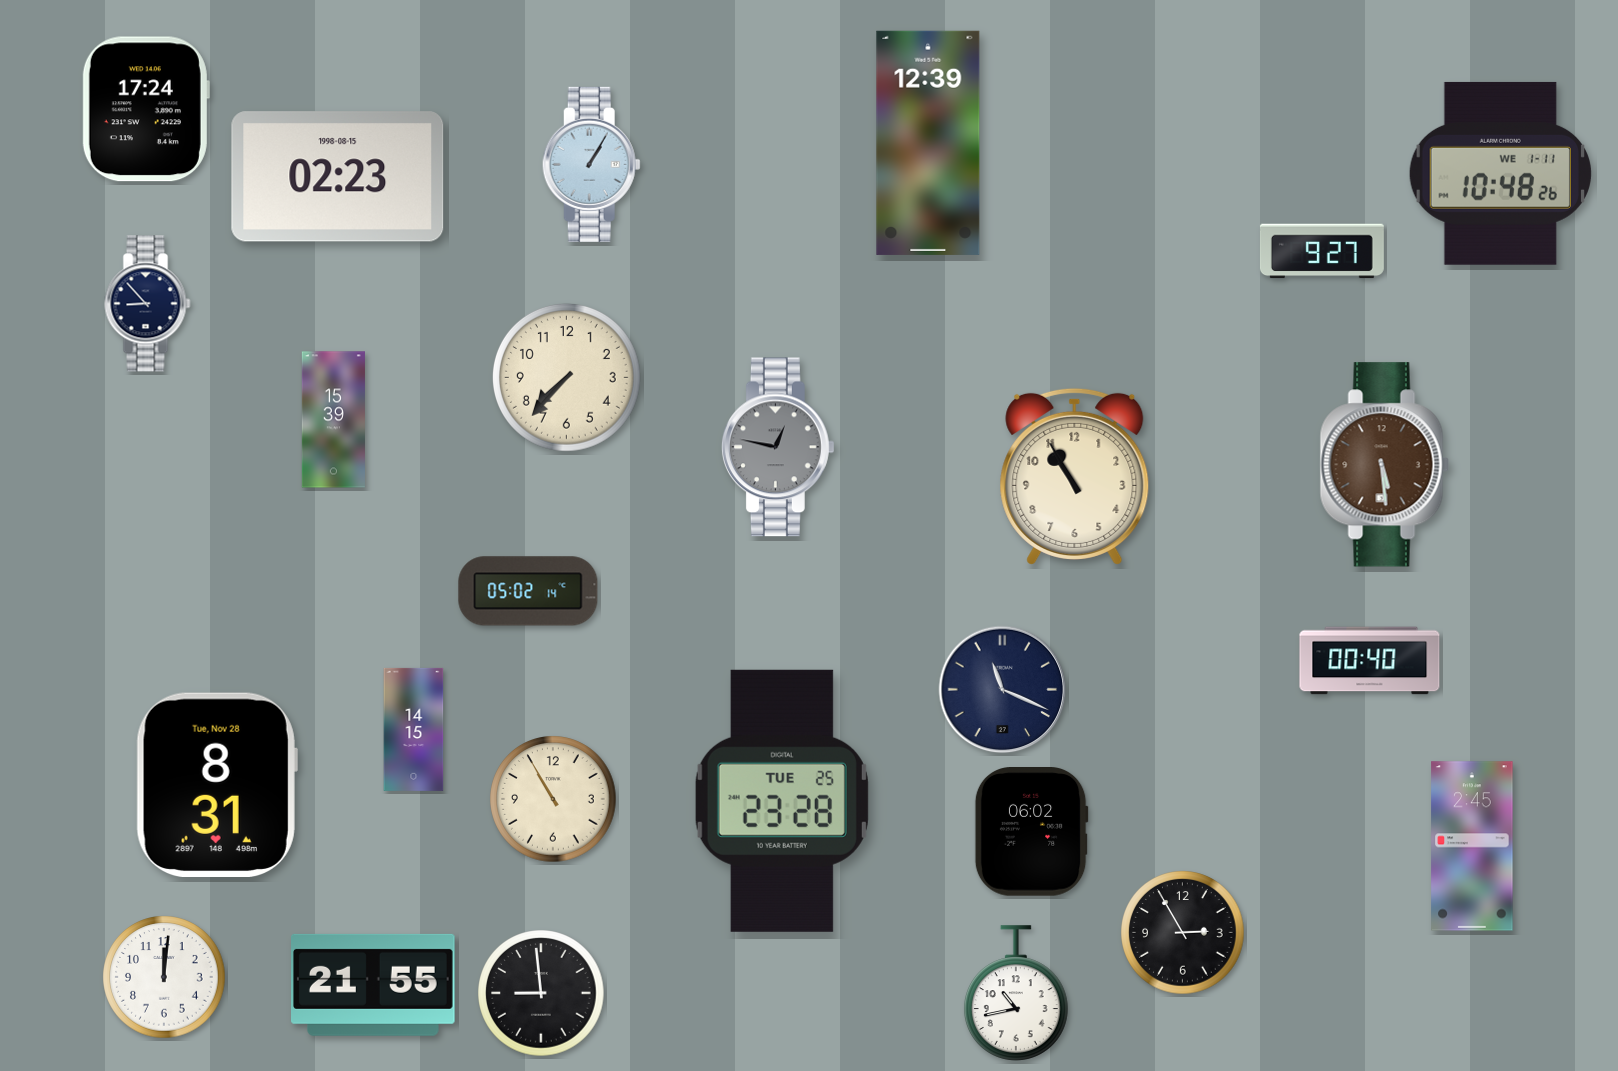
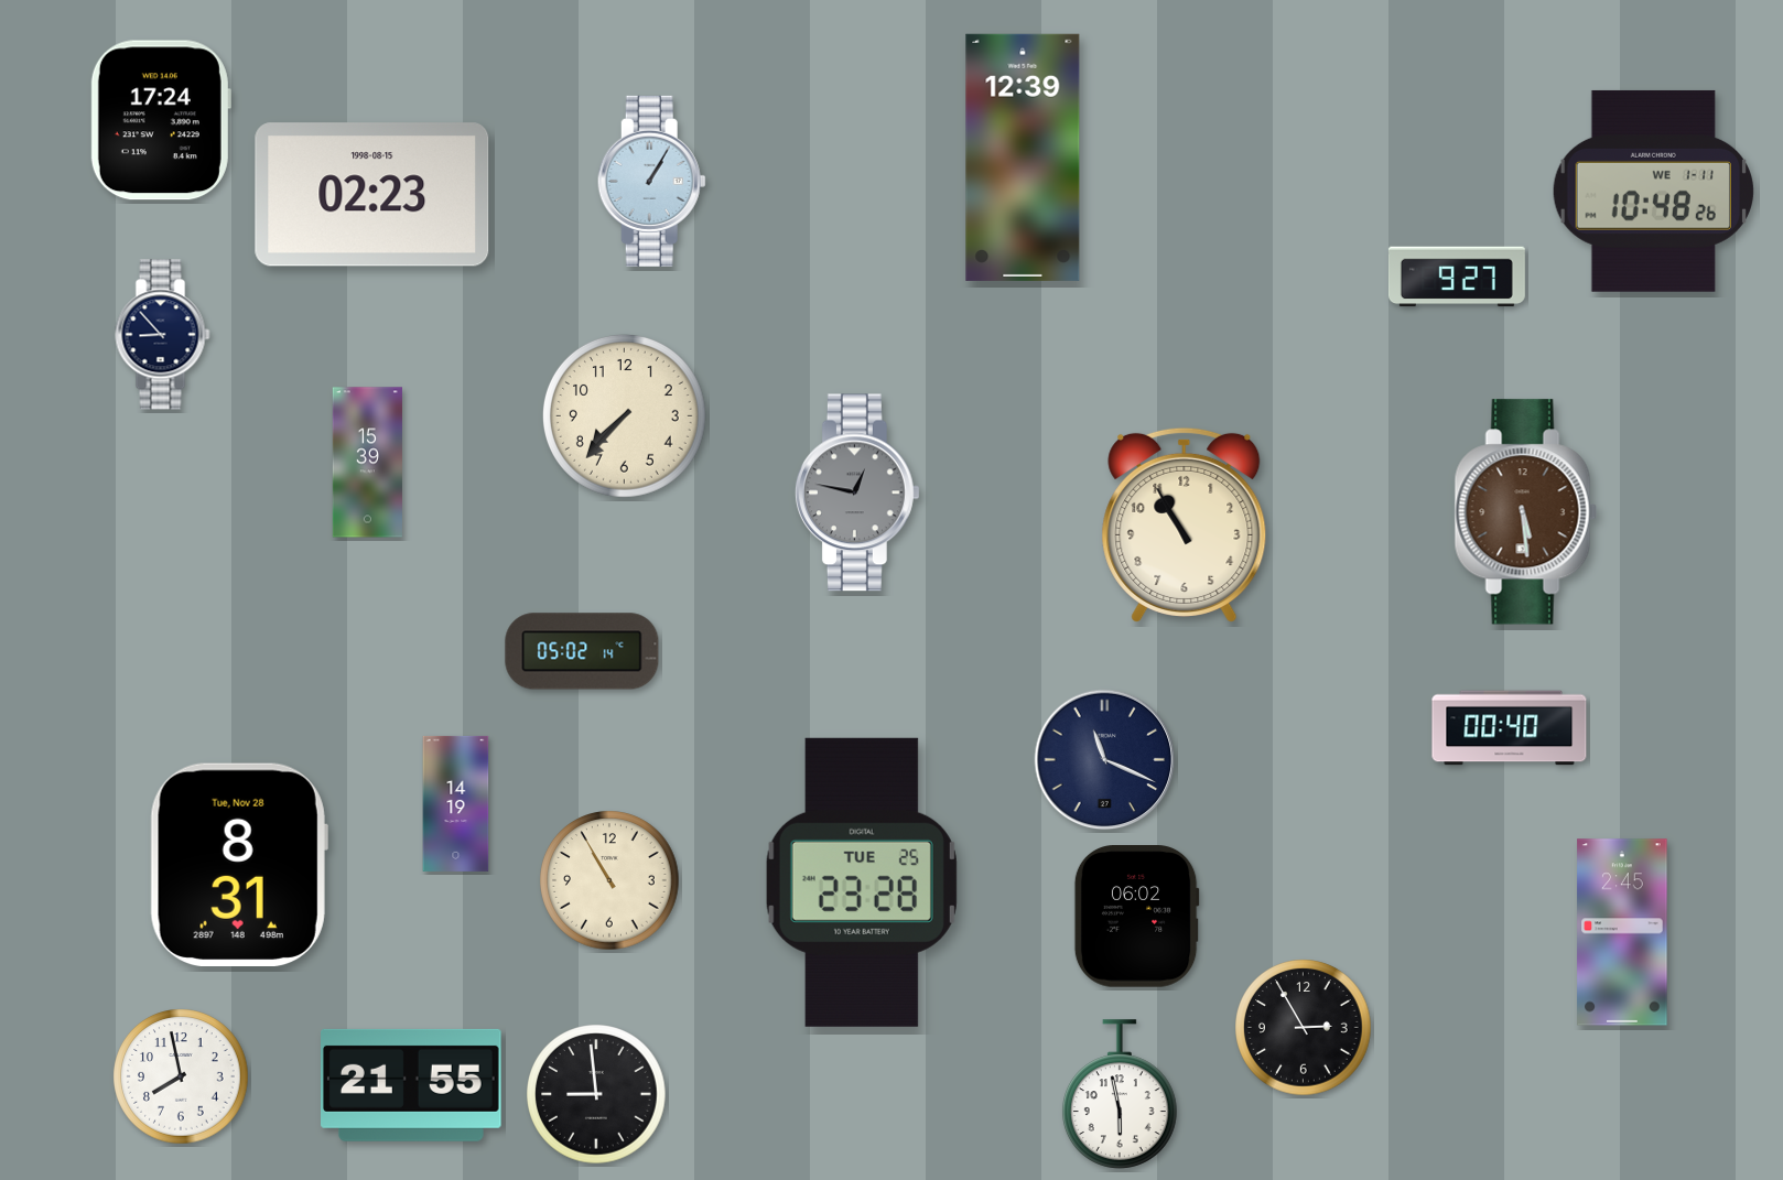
clock at (414, 729): 14:15 -> 14:19
clock at (164, 977): 12:01 -> 7:58
clock at (1016, 993): 10:43 -> 5:58
